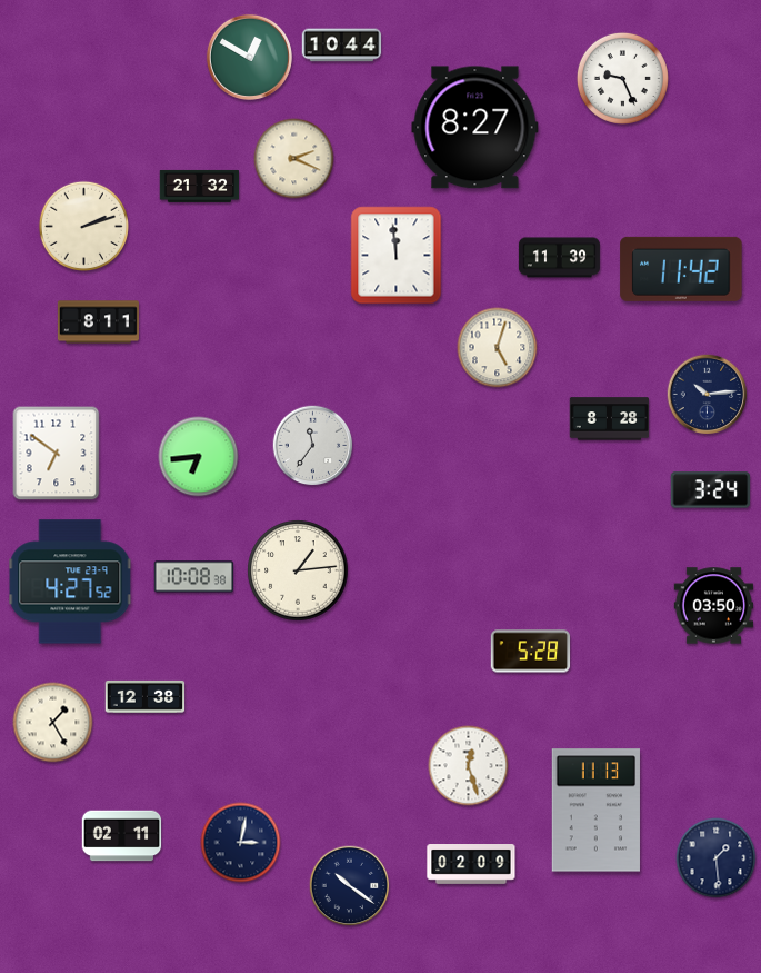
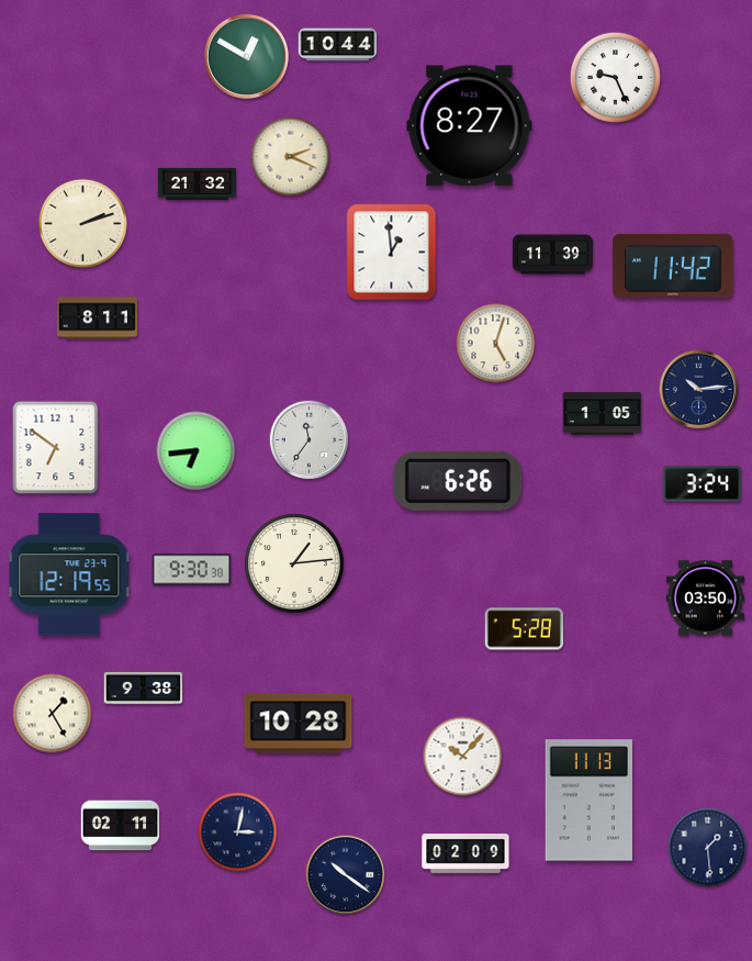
clock at (397, 256): 11:59 -> 12:59
clock at (498, 348) position: (498, 348) -> (496, 344)
clock at (610, 419): 8:28 -> 1:05
clock at (458, 481): none -> 6:26
clock at (194, 577): 10:08 -> 9:30
clock at (70, 582): 4:27 -> 12:19
clock at (531, 652) position: (531, 652) -> (525, 629)
clock at (146, 696): 12:38 -> 9:38
clock at (299, 724): none -> 10:28
clock at (469, 766): 12:27 -> 10:07
